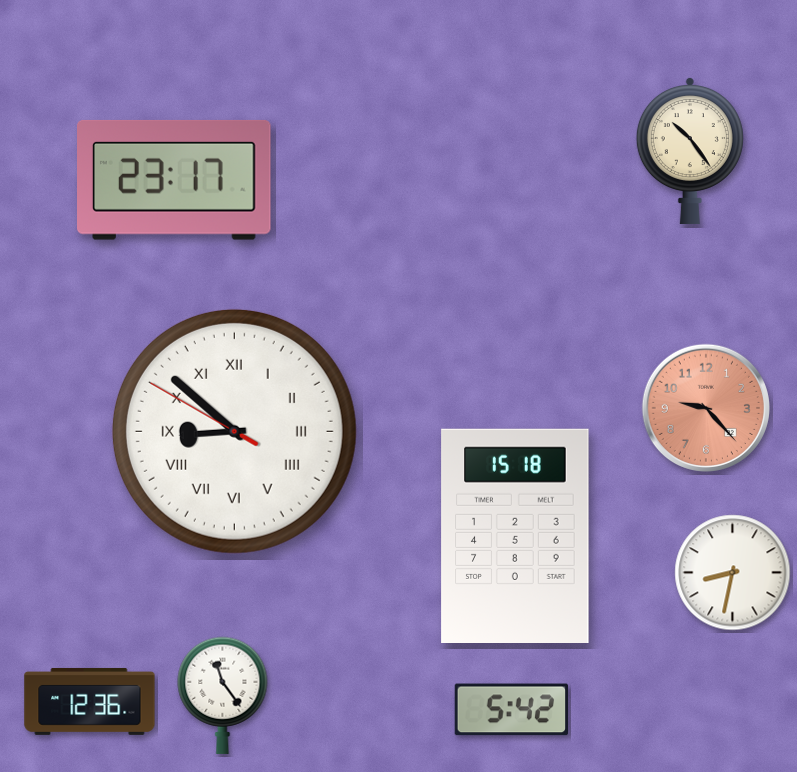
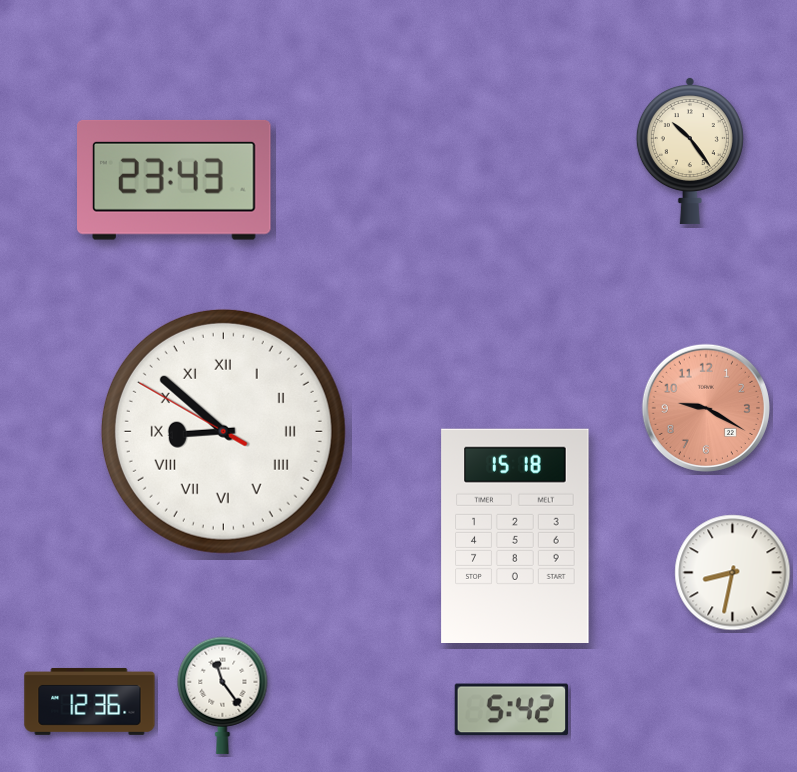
clock at (175, 180): 23:17 -> 23:43
clock at (706, 408): 9:23 -> 9:20
clock at (234, 431) position: (234, 431) -> (223, 431)
